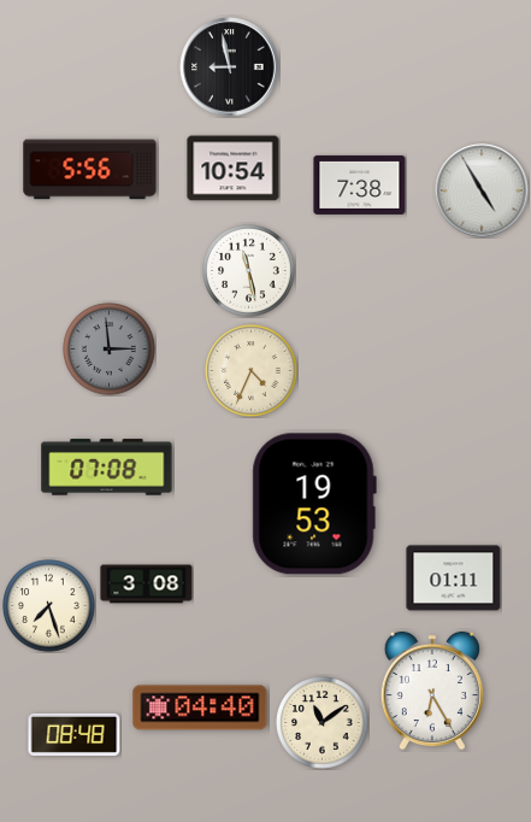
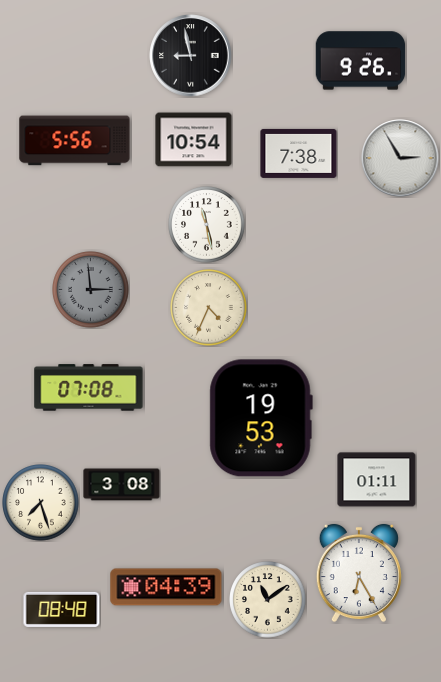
clock at (361, 61): none -> 9:26
clock at (482, 190): 4:55 -> 2:55
clock at (200, 707): 04:40 -> 04:39
